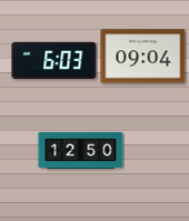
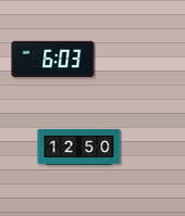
clock at (143, 57): 09:04 -> none
